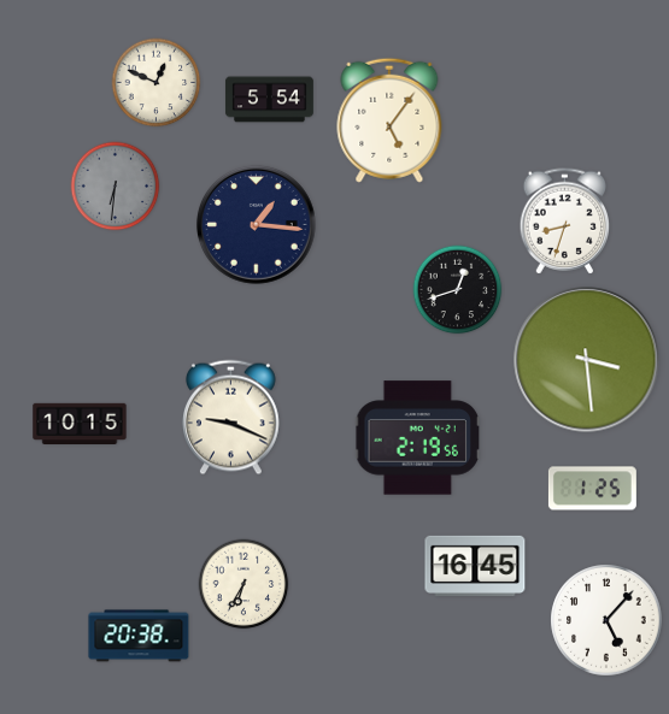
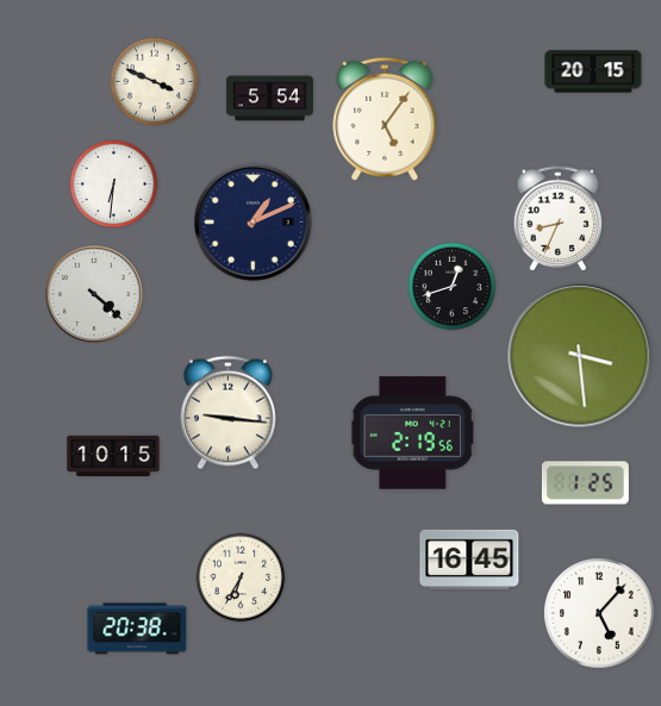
clock at (593, 71): none -> 20:15
clock at (157, 83): 12:49 -> 3:49
clock at (269, 100) position: (269, 100) -> (269, 99)
clock at (116, 187) dial: grey -> white
clock at (565, 222): 8:33 -> 8:34
clock at (257, 225): 1:16 -> 1:11
clock at (94, 294): none -> 4:22
clock at (231, 418): 9:19 -> 9:16
clock at (80, 424) position: (80, 424) -> (113, 456)
